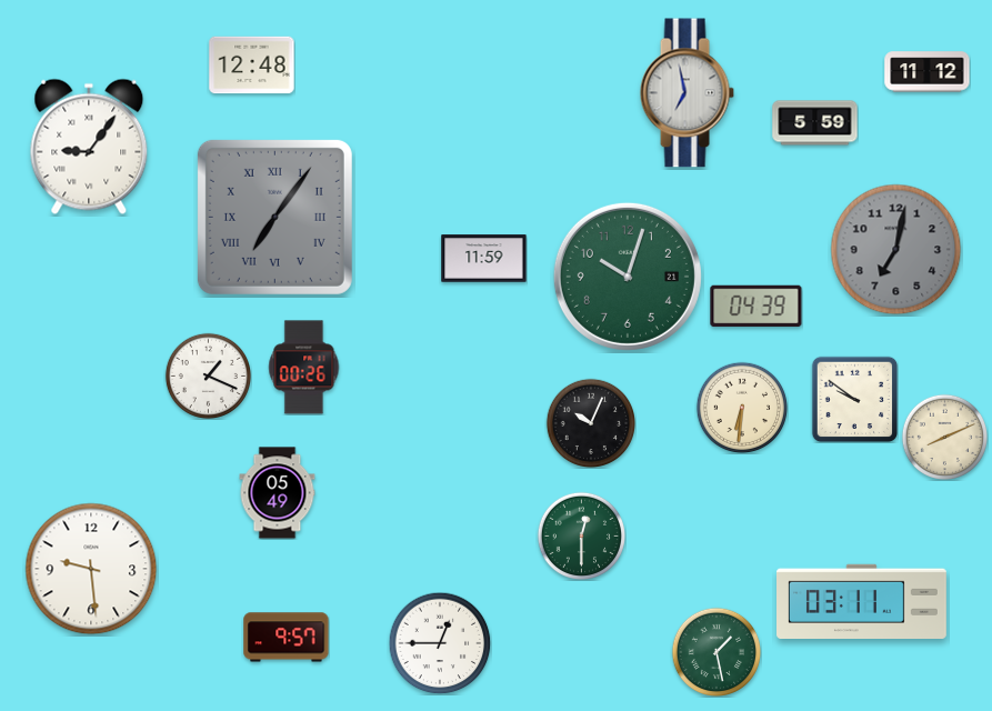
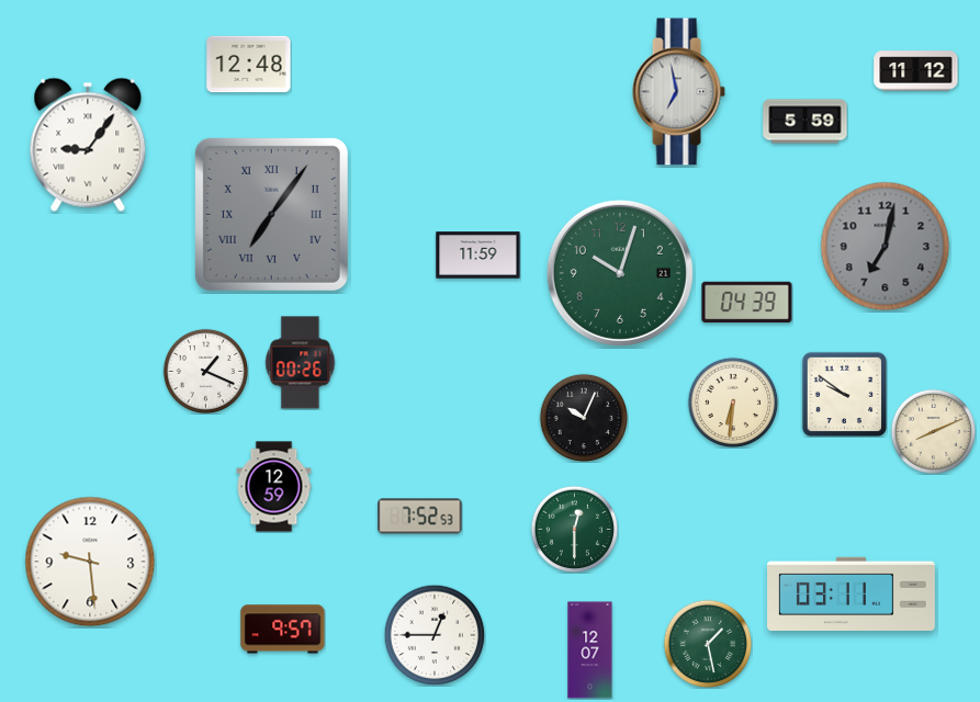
clock at (278, 493): 05:49 -> 12:59
clock at (420, 517): none -> 7:52
clock at (590, 650): none -> 12:07
